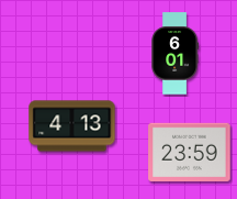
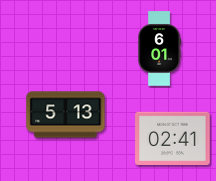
clock at (72, 126): 4:13 -> 5:13
clock at (190, 152): 23:59 -> 02:41
